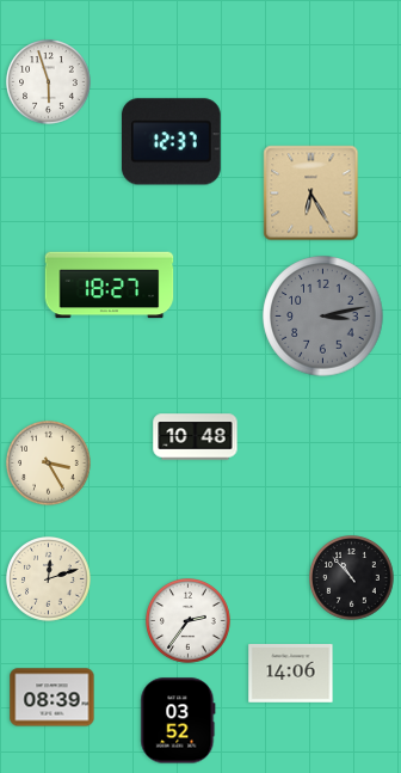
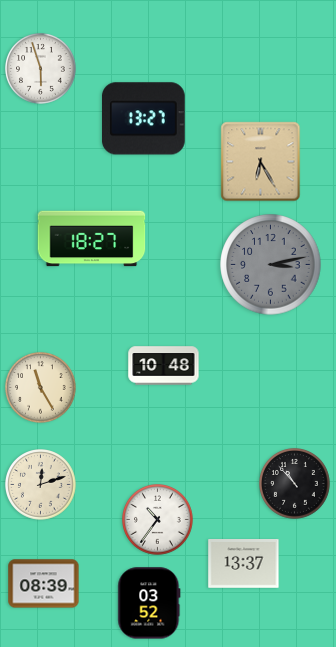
clock at (171, 142): 12:37 -> 13:27
clock at (49, 464): 3:25 -> 11:25
clock at (189, 621): 2:36 -> 10:36
clock at (291, 674): 14:06 -> 13:37
